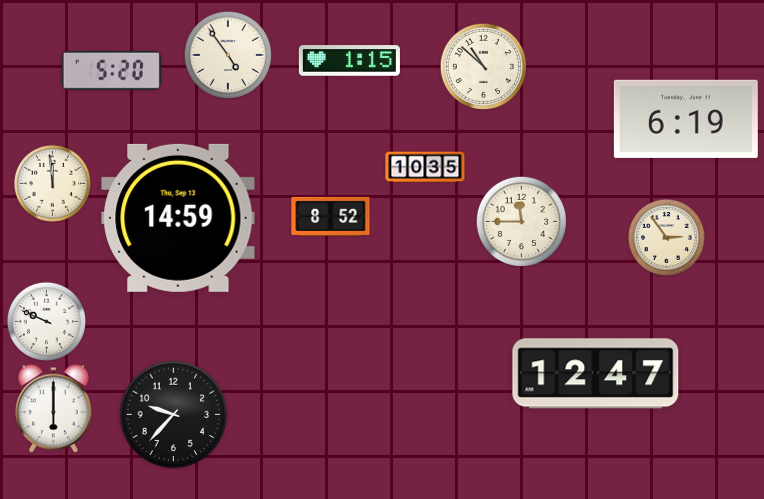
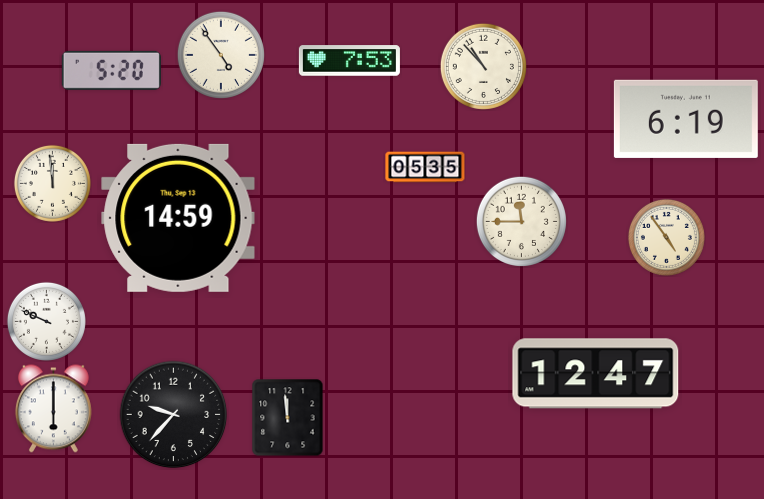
clock at (228, 55) position: (228, 55) -> (221, 55)
clock at (349, 61): 1:15 -> 7:53
clock at (483, 66): 10:52 -> 10:53
clock at (425, 167): 10:35 -> 05:35
clock at (331, 216): 8:52 -> none
clock at (666, 237): 2:54 -> 4:54
clock at (288, 417): none -> 11:59
